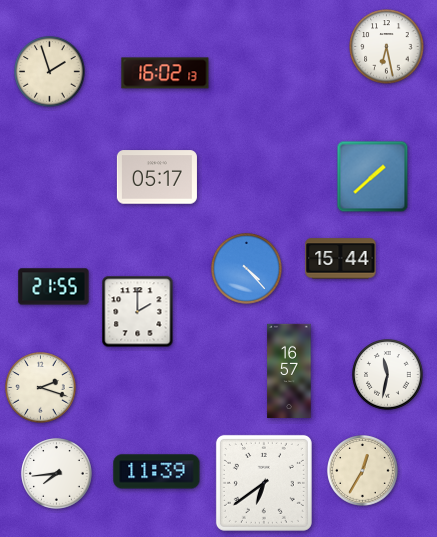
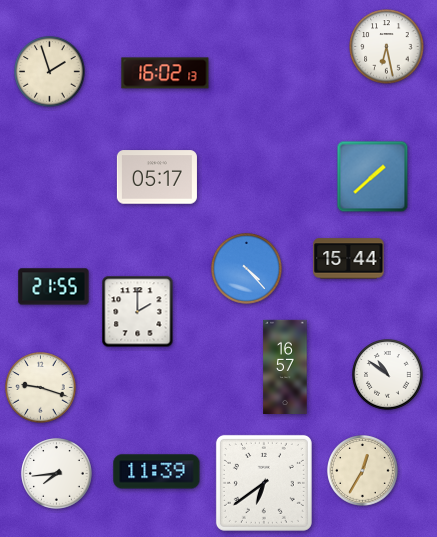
clock at (341, 259) position: (341, 259) -> (349, 259)
clock at (289, 370) position: (289, 370) -> (285, 366)
clock at (388, 375): 11:32 -> 10:51
clock at (41, 388): 2:18 -> 9:18
